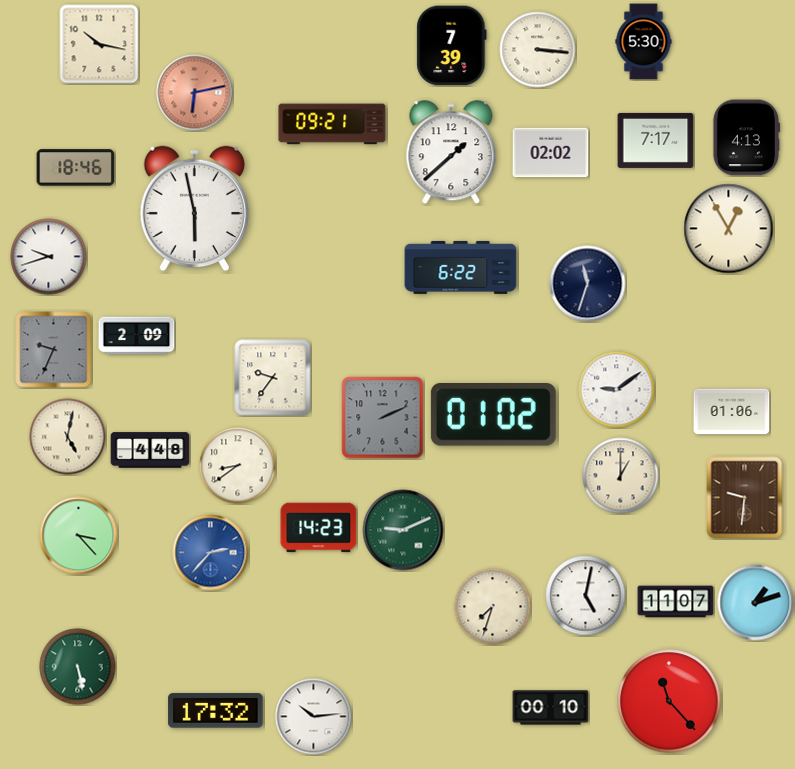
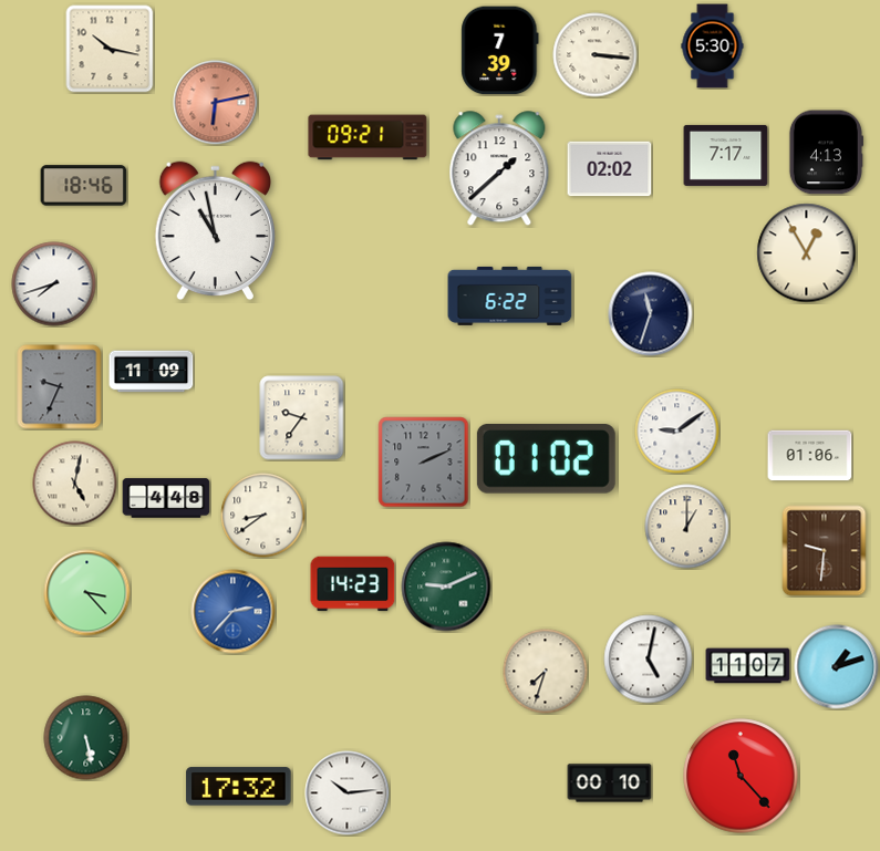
clock at (194, 209): 5:58 -> 10:58
clock at (49, 257): 9:42 -> 7:42
clock at (137, 336): 2:09 -> 11:09
clock at (617, 390) position: (617, 390) -> (677, 432)
